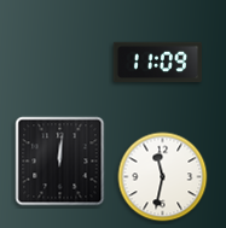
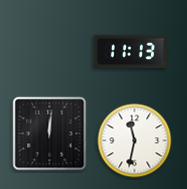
clock at (157, 63): 11:09 -> 11:13
clock at (163, 177) position: (163, 177) -> (135, 141)
